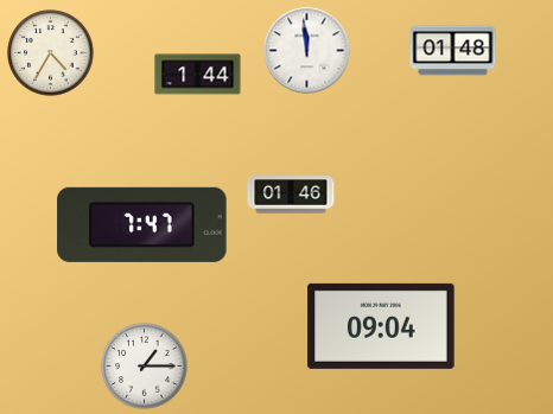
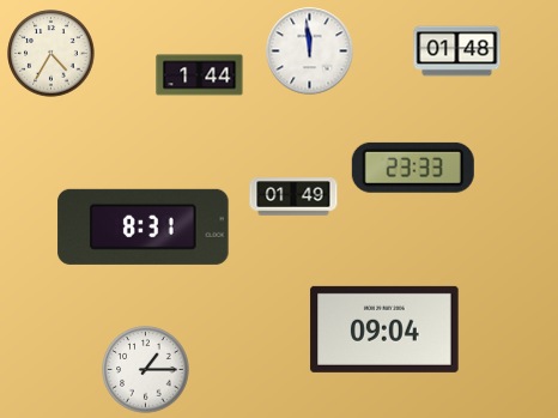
clock at (413, 168): none -> 23:33
clock at (291, 195): 01:46 -> 01:49
clock at (142, 224): 7:47 -> 8:31
